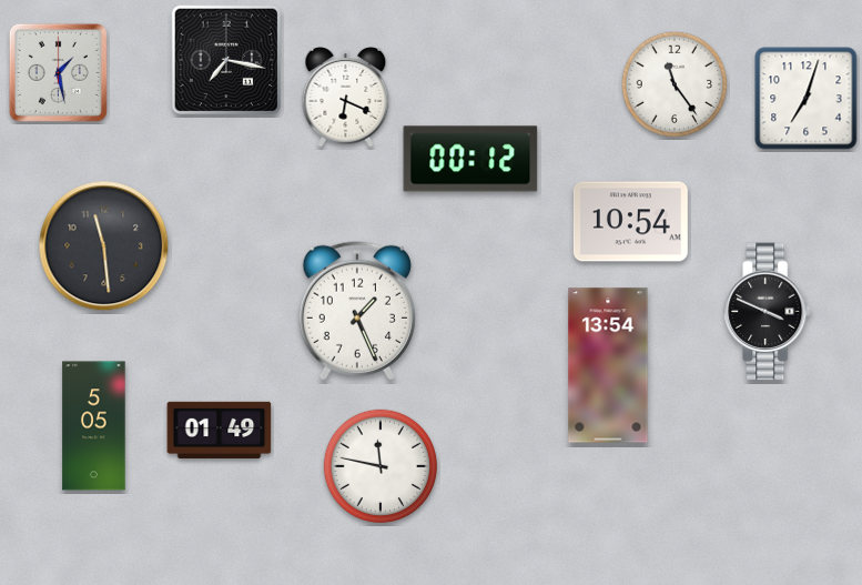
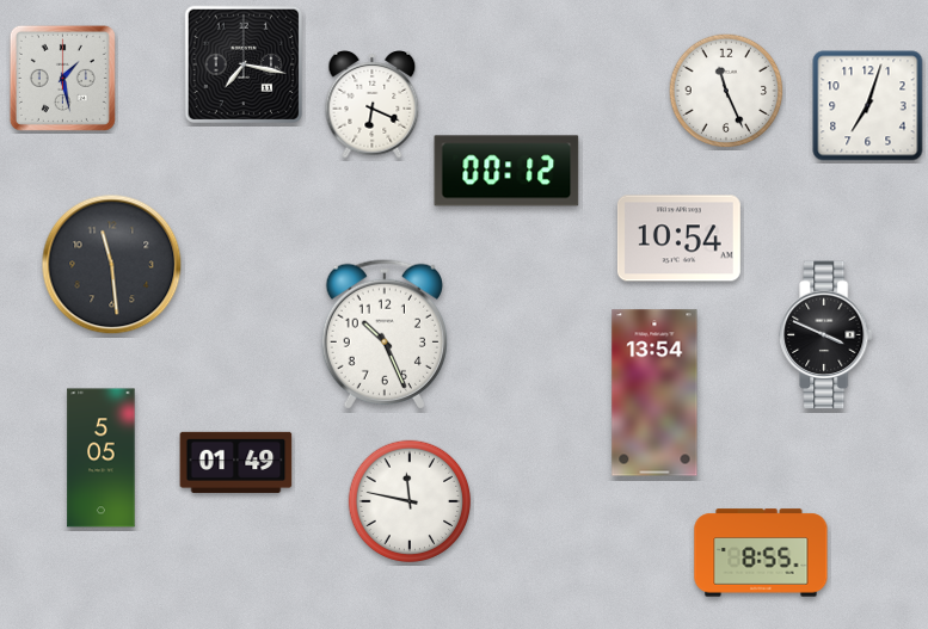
clock at (675, 84): 11:24 -> 11:26
clock at (357, 311): 1:26 -> 10:26
clock at (761, 553): none -> 8:55
